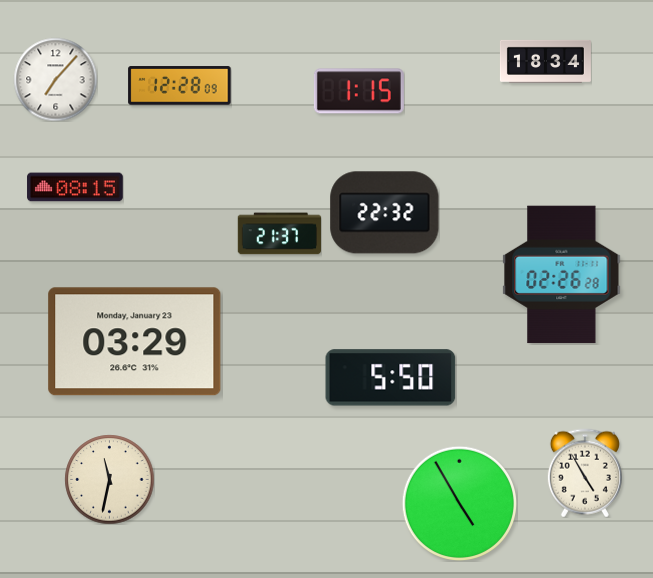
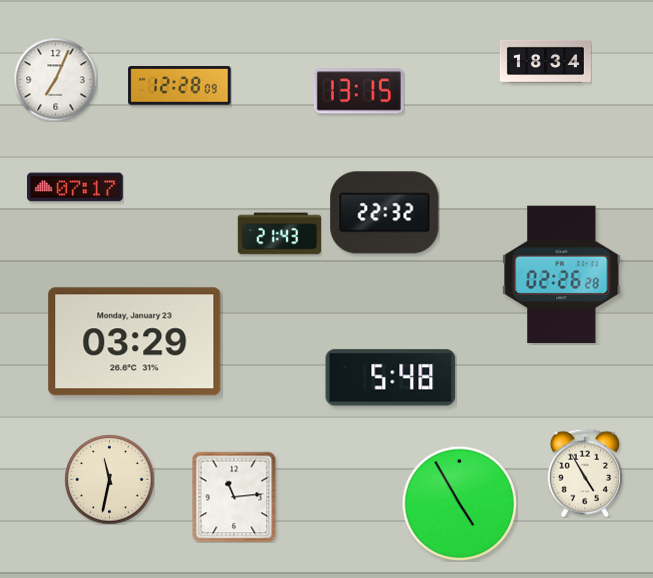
clock at (55, 79): 7:07 -> 7:04
clock at (359, 91): 1:15 -> 13:15
clock at (75, 187): 08:15 -> 07:17
clock at (279, 234): 21:37 -> 21:43
clock at (391, 378): 5:50 -> 5:48
clock at (234, 497): none -> 11:14
